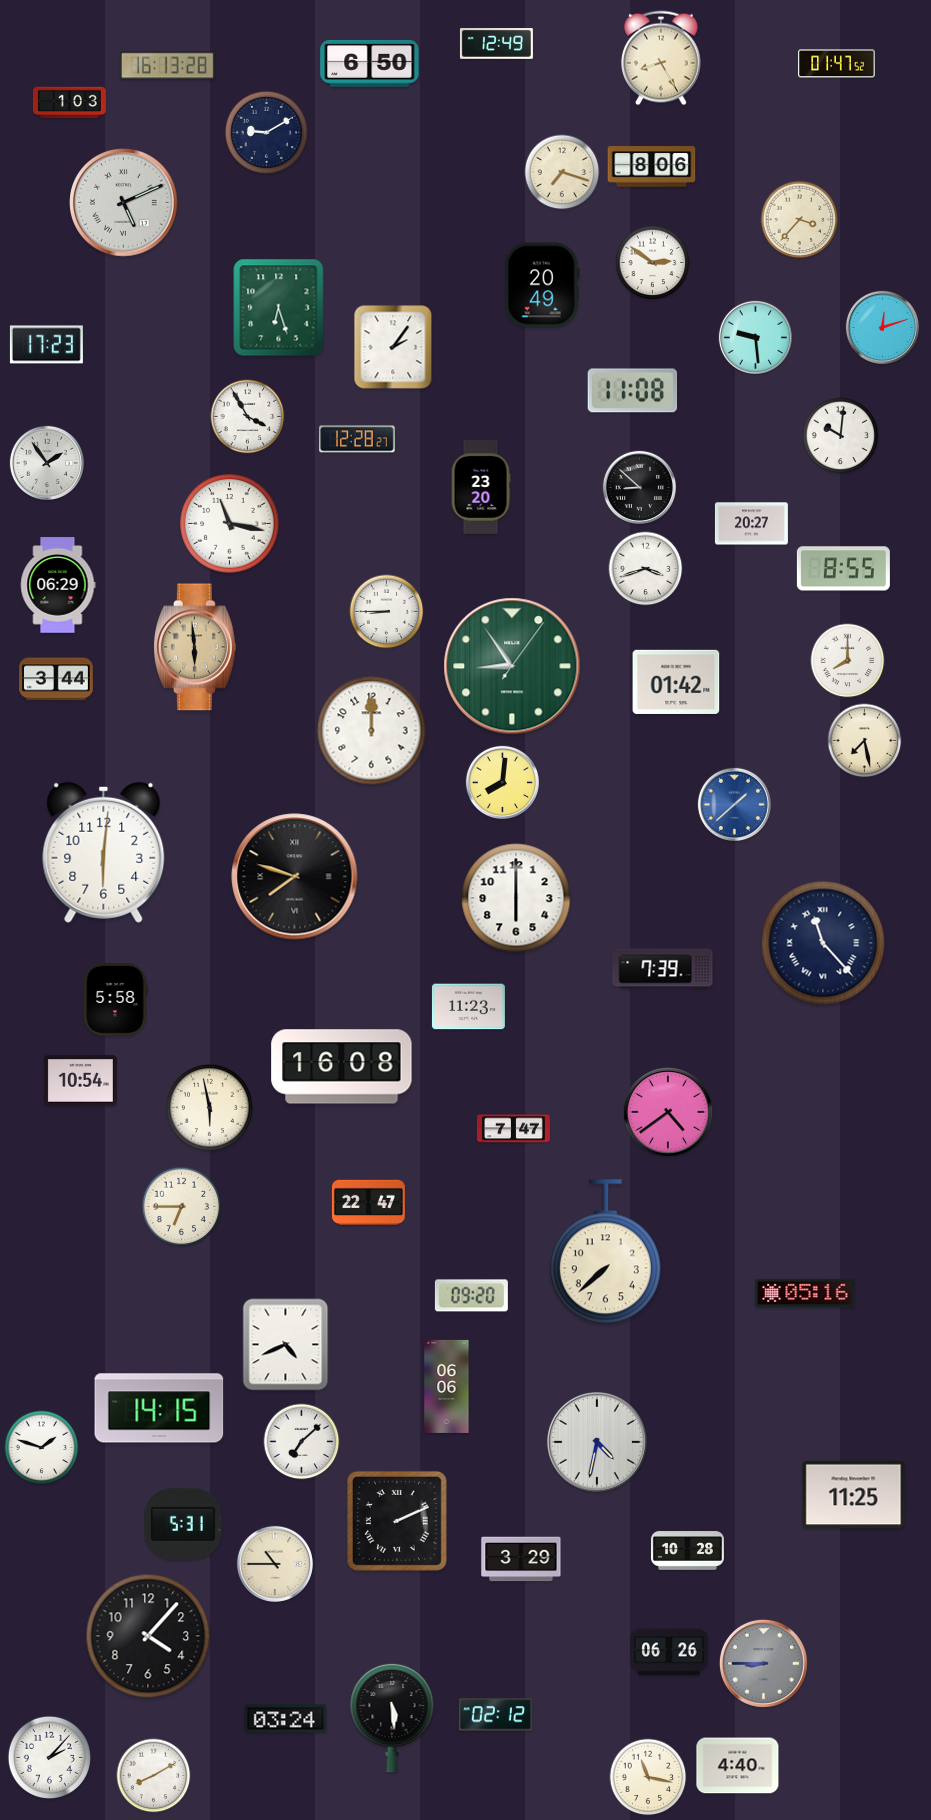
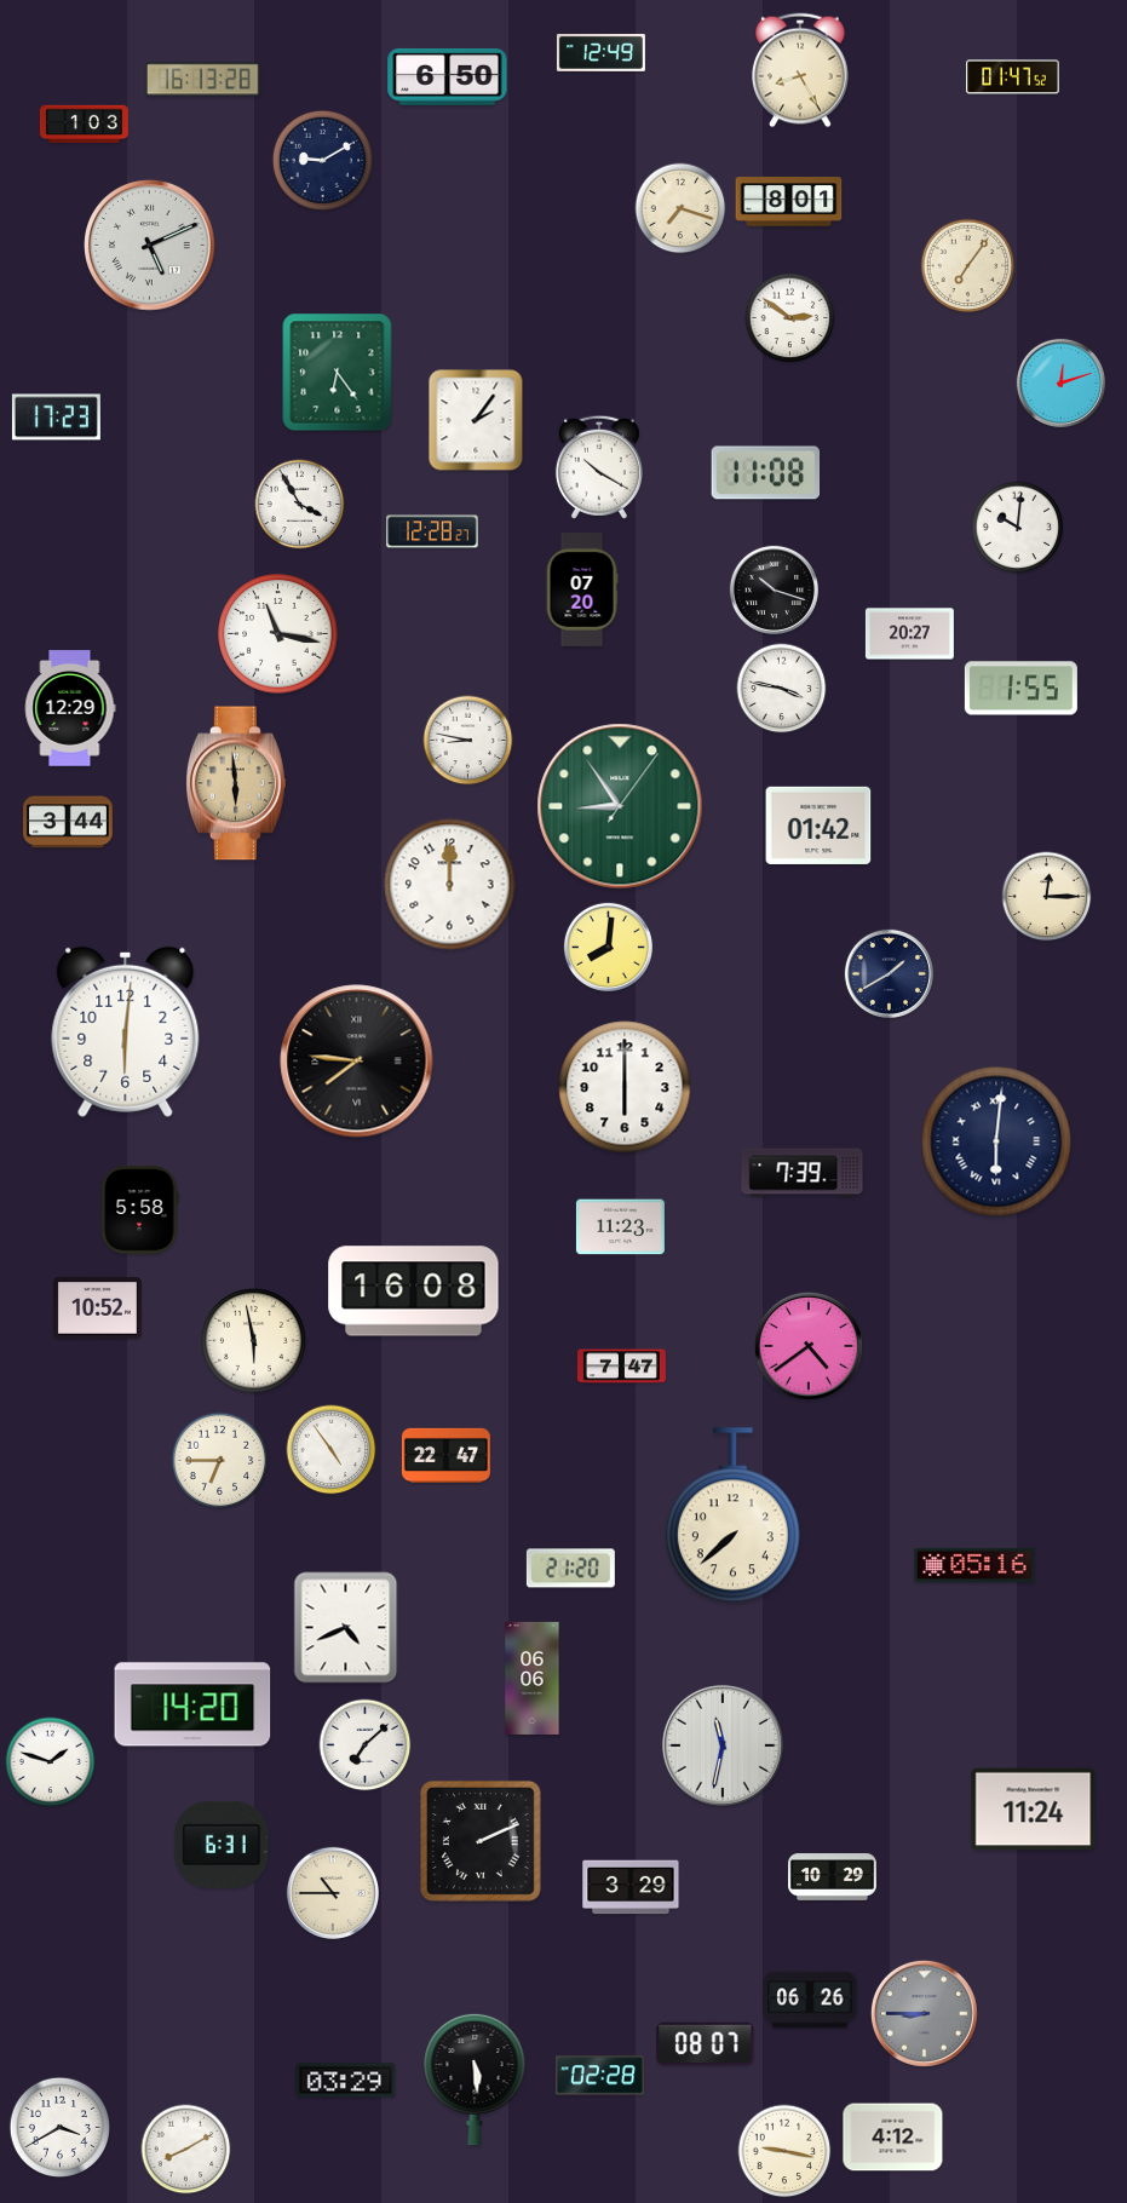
clock at (652, 167): 8:06 -> 8:01
clock at (800, 220): 3:37 -> 7:06
clock at (542, 285): 20:49 -> none
clock at (279, 308): 6:27 -> 6:24
clock at (882, 327) position: (882, 327) -> (1060, 382)
clock at (755, 337): 9:29 -> none
clock at (599, 467): none -> 10:20
clock at (47, 463): 1:54 -> none
clock at (481, 487): 23:20 -> 07:20
clock at (639, 487): 8:52 -> 10:18
clock at (646, 569): 3:42 -> 3:47
clock at (843, 569): 8:55 -> 1:55
clock at (58, 585): 06:29 -> 12:29
clock at (387, 612): 8:45 -> 8:47
clock at (848, 661): 8:00 -> none
clock at (865, 741): 7:28 -> 12:15
clock at (734, 804): 1:38 -> 1:40
clock at (734, 804) dial: blue -> navy
clock at (295, 877): 7:48 -> 7:46
clock at (823, 943): 11:23 -> 6:01
clock at (468, 1007) position: (468, 1007) -> (620, 1227)
clock at (80, 1081): 10:54 -> 10:52
clock at (332, 1450): none -> 4:54
clock at (471, 1296): 09:20 -> 21:20
clock at (447, 1386) position: (447, 1386) -> (533, 1678)
clock at (159, 1408): 14:15 -> 14:20
clock at (597, 1442): 4:32 -> 11:32
clock at (42, 1448) position: (42, 1448) -> (51, 1762)
clock at (854, 1495): 11:25 -> 11:24
clock at (183, 1524): 5:31 -> 6:31
clock at (687, 1551): 10:28 -> 10:29
clock at (148, 1636): 4:07 -> none
clock at (706, 2043): none -> 08:07
clock at (495, 1715): 02:12 -> 02:28
clock at (286, 1719): 03:24 -> 03:29
clock at (49, 1757): 2:07 -> 3:40
clock at (738, 1766): 4:40 -> 4:12
clock at (648, 1777): 11:17 -> 9:17
